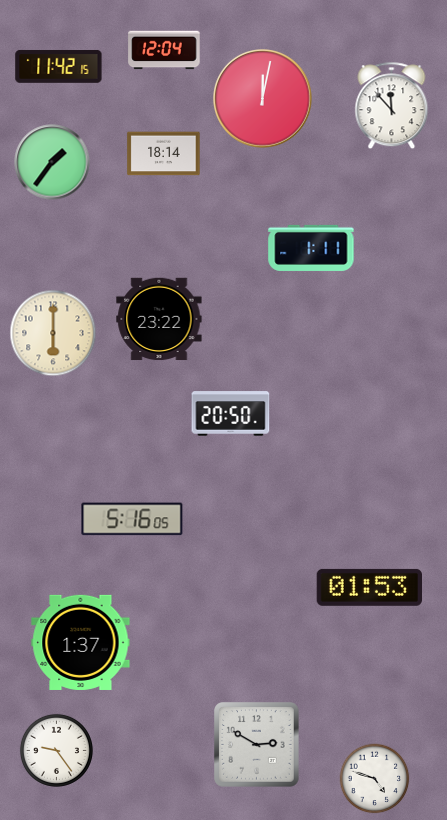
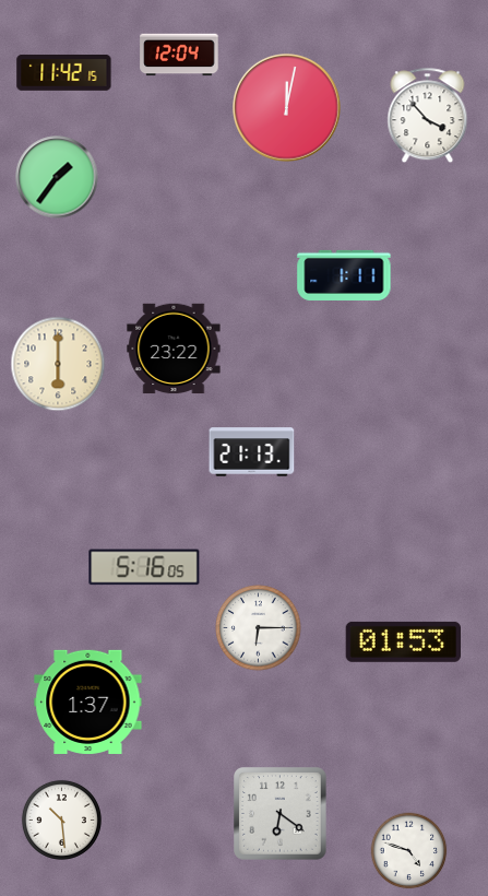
clock at (392, 106): 11:53 -> 3:53
clock at (164, 154): 18:14 -> none
clock at (311, 248) position: (311, 248) -> (344, 275)
clock at (231, 414): 20:50 -> 21:13
clock at (259, 628): none -> 6:15
clock at (257, 745): 2:50 -> 6:21
clock at (56, 750): 9:24 -> 10:29
